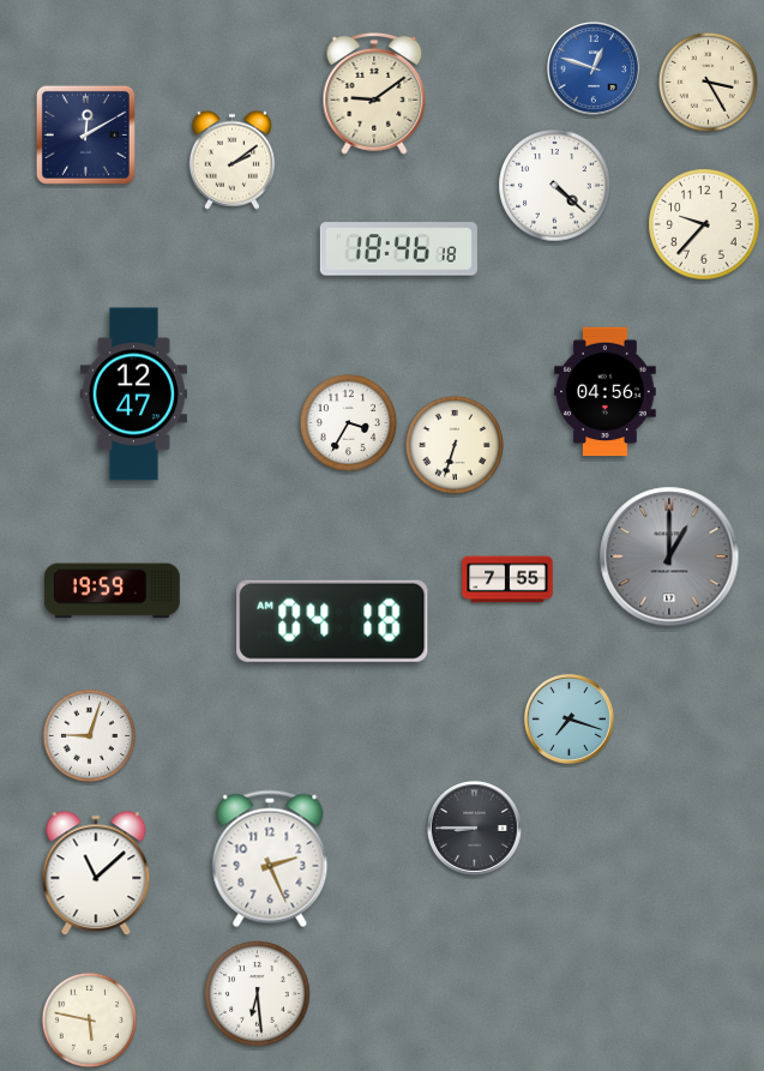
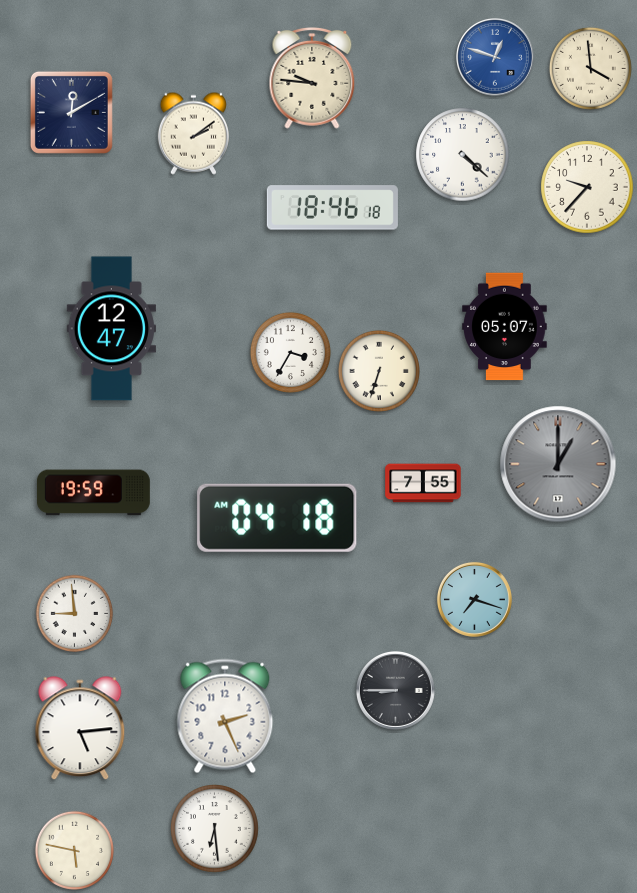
clock at (708, 82): 3:25 -> 3:59
clock at (374, 95): 9:09 -> 9:46
clock at (606, 392): 04:56 -> 05:07
clock at (90, 736): 9:03 -> 8:59
clock at (96, 874): 11:08 -> 5:14
